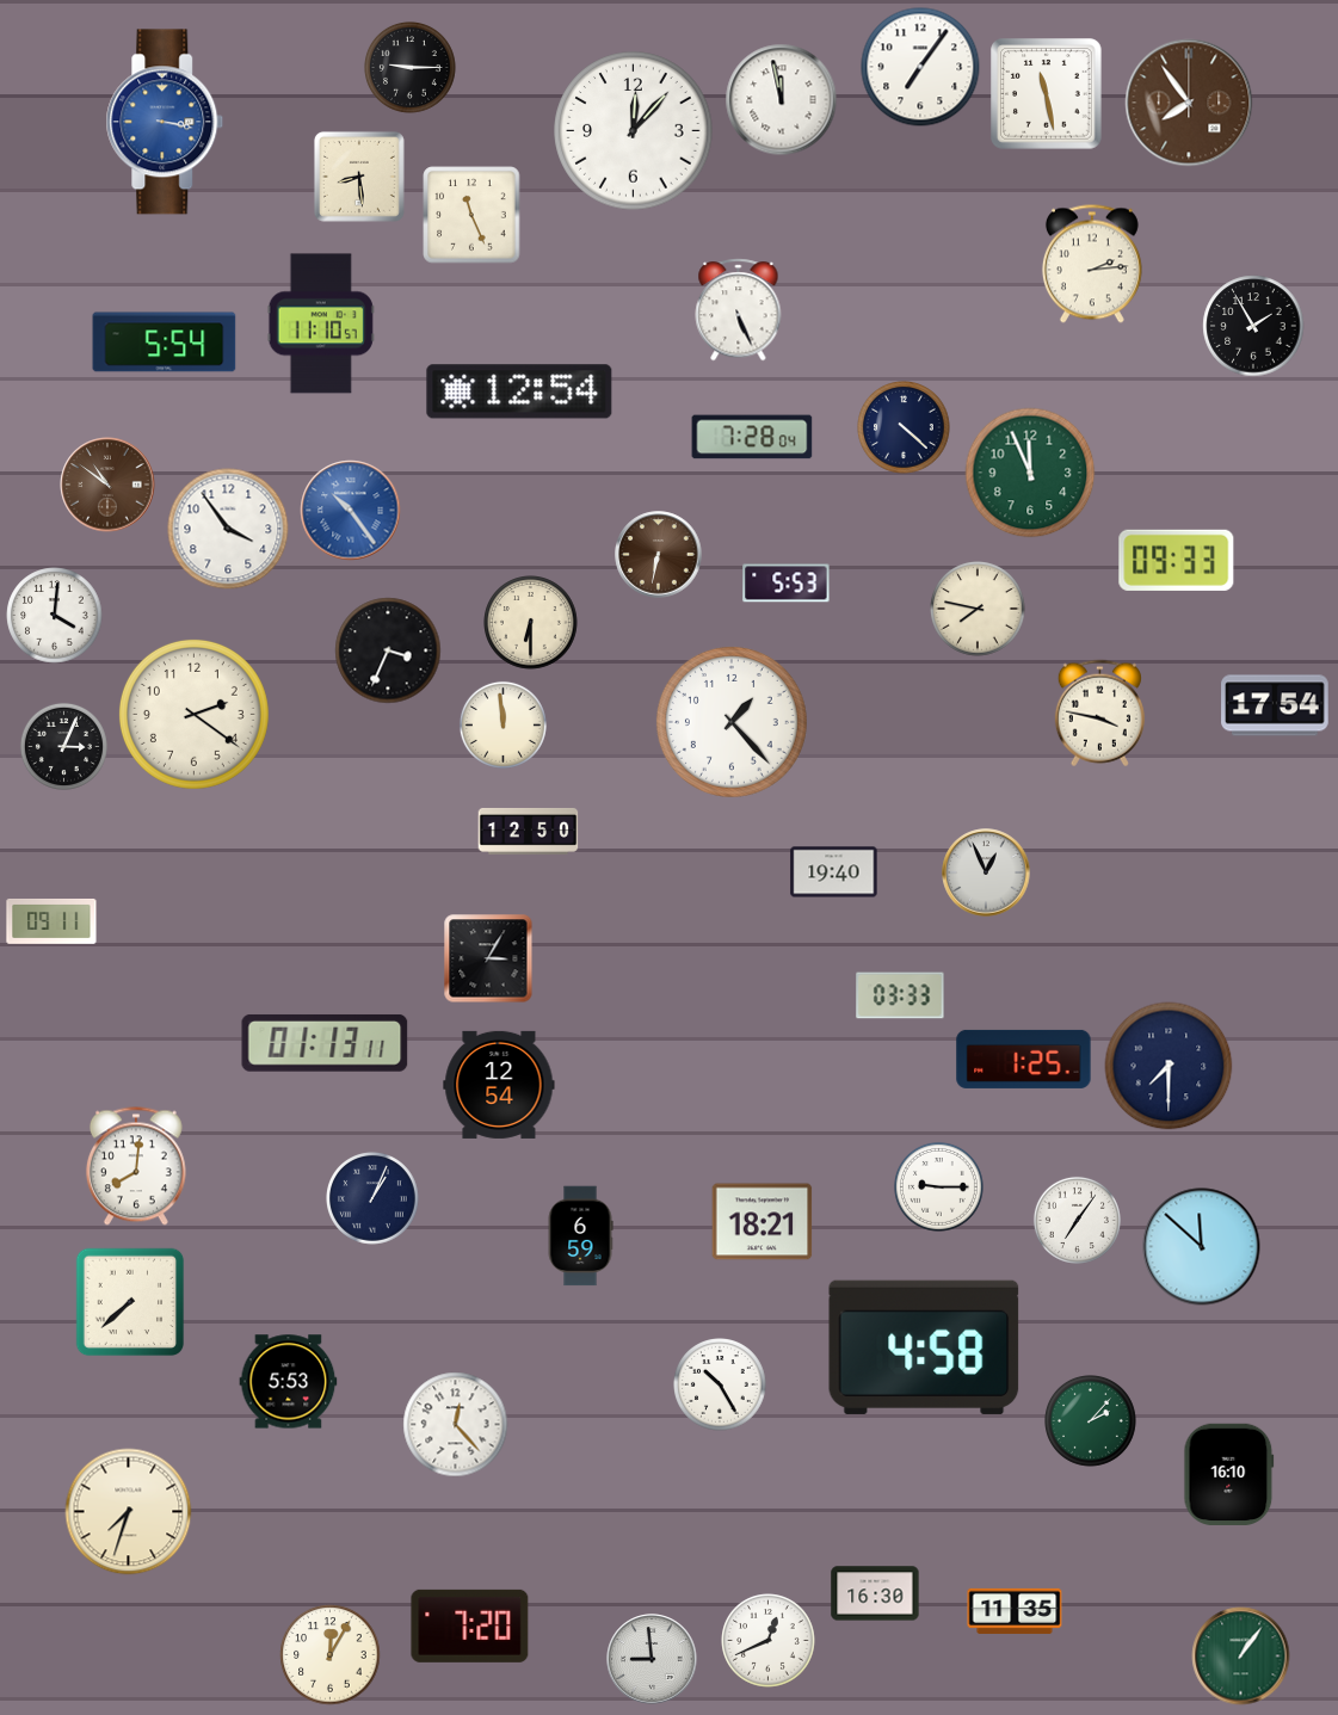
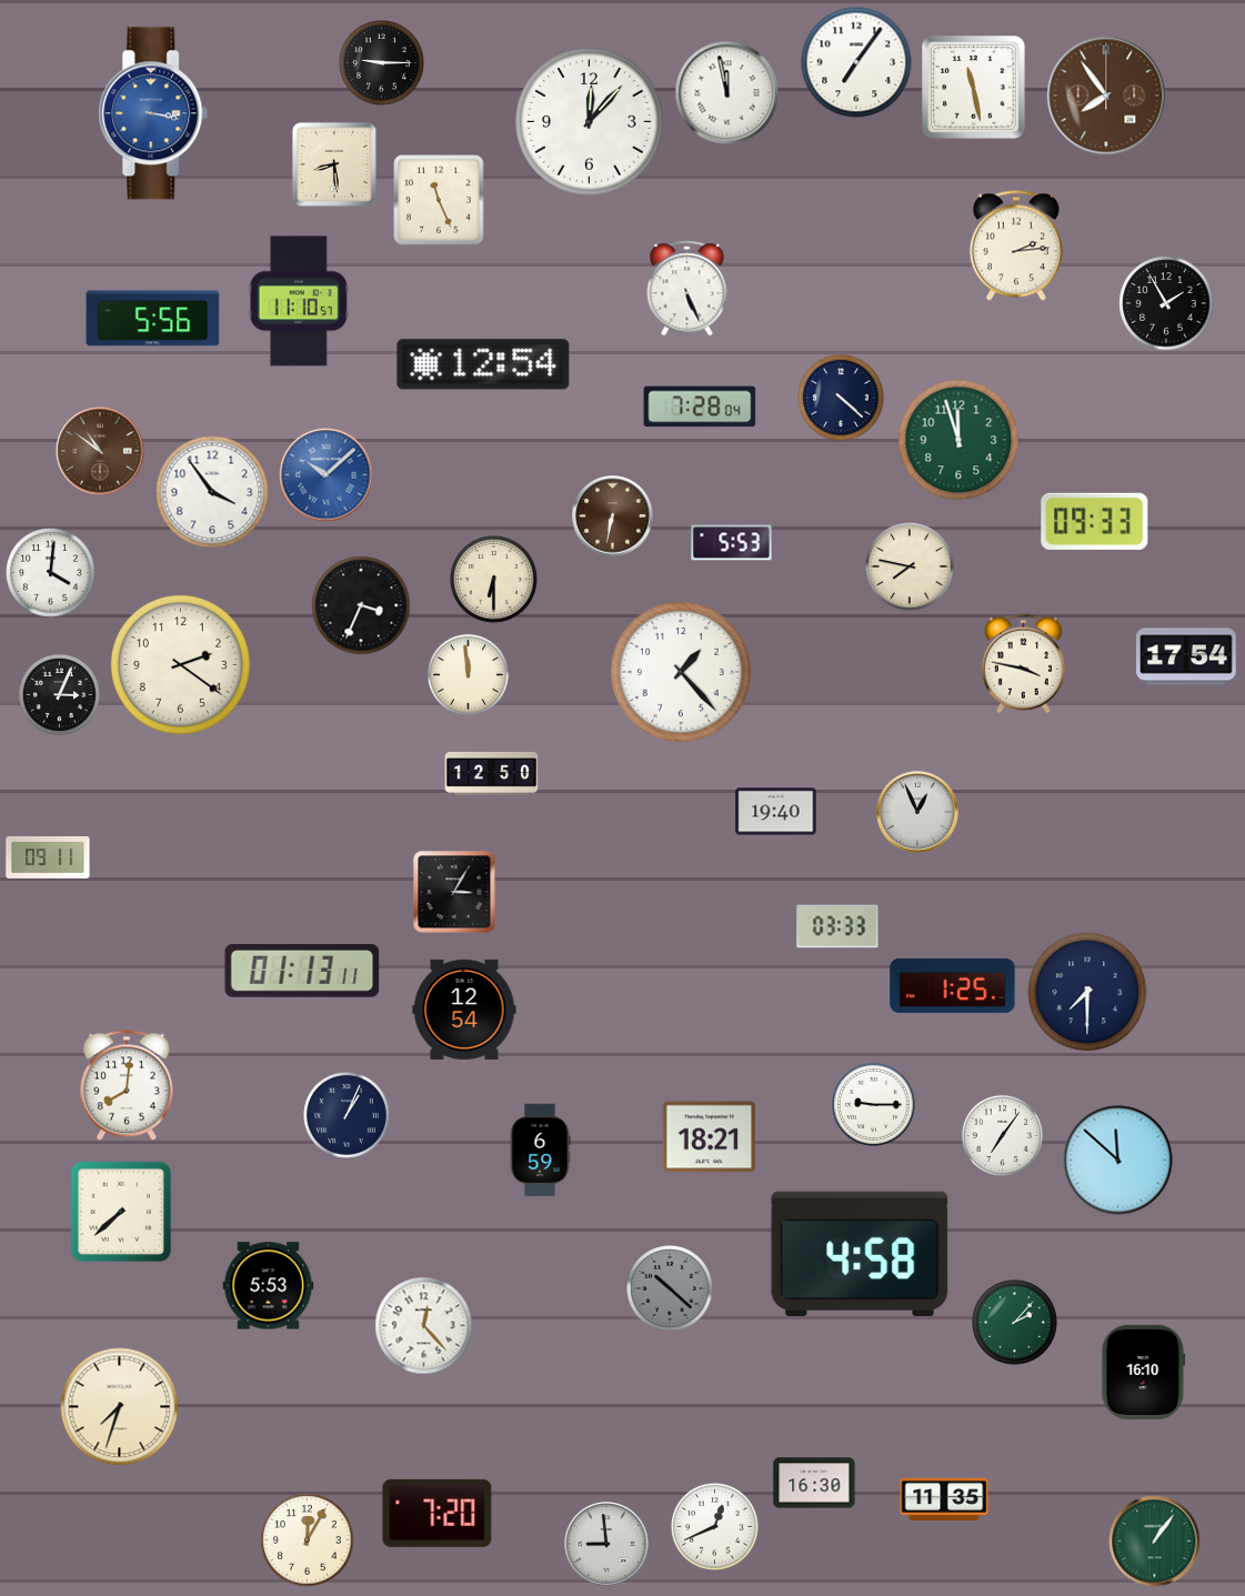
clock at (165, 343): 5:54 -> 5:56
clock at (1030, 473): 11:56 -> 11:57
clock at (351, 511): 10:24 -> 10:08
clock at (721, 1386): 10:25 -> 10:22
clock at (721, 1386) dial: white -> grey
